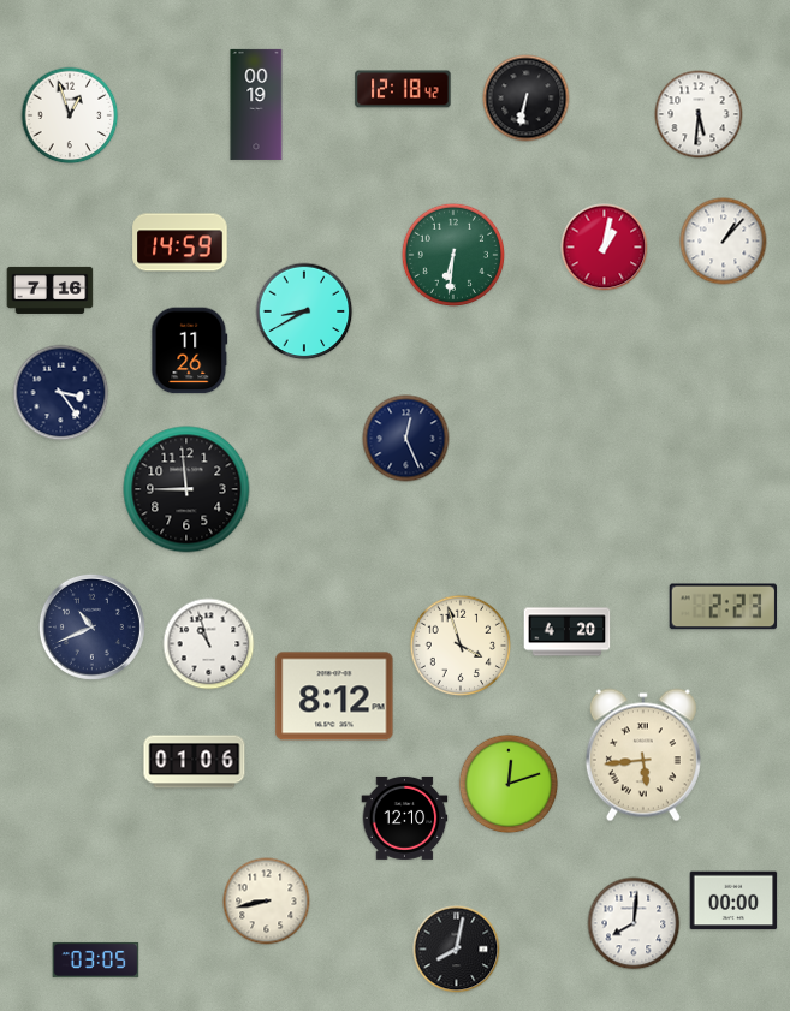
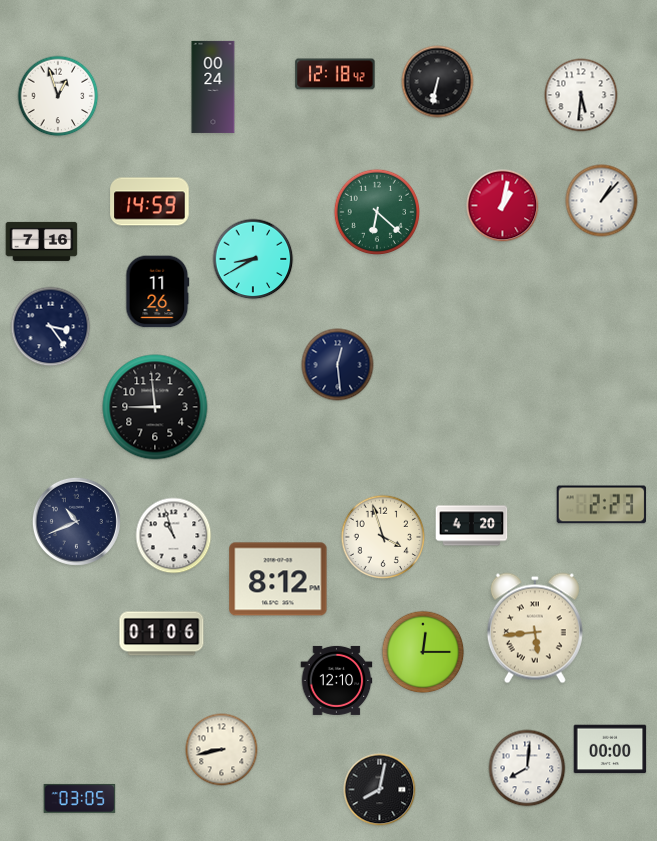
clock at (256, 105): 00:19 -> 00:24
clock at (452, 254): 6:31 -> 6:22
clock at (406, 439): 12:26 -> 12:29
clock at (509, 784): 12:12 -> 12:15
